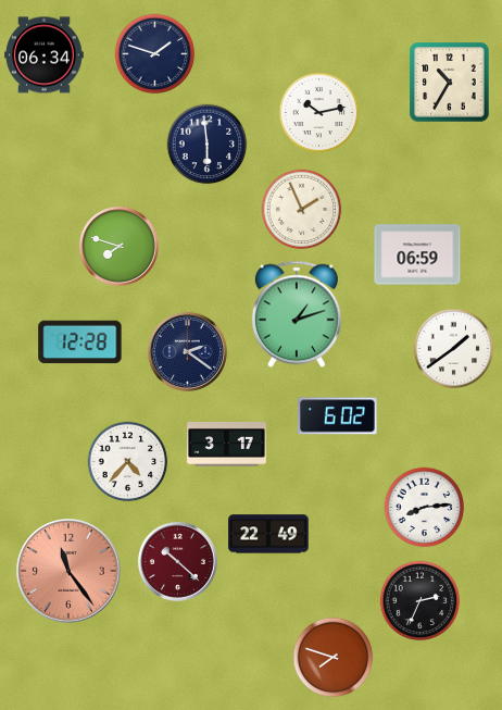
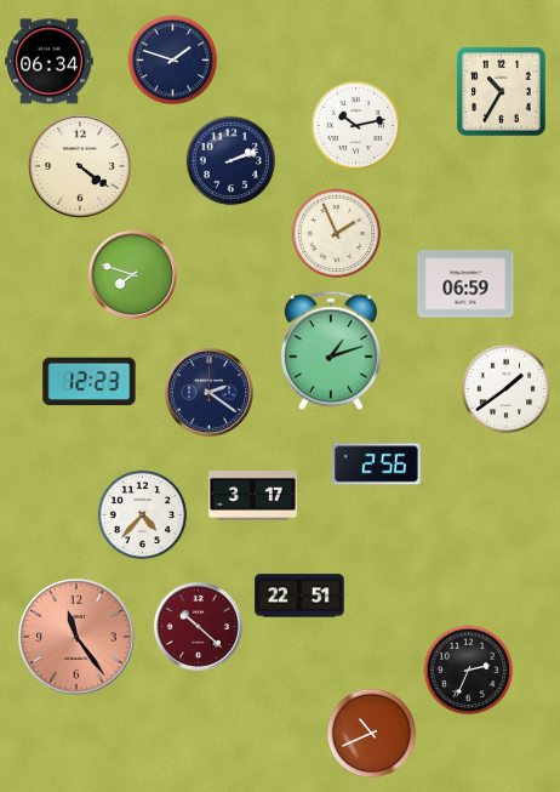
clock at (208, 145): 5:59 -> 2:12
clock at (81, 167): none -> 4:21
clock at (80, 342): 12:28 -> 12:23
clock at (338, 416): 6:02 -> 2:56
clock at (425, 508): 8:14 -> none
clock at (268, 534): 22:49 -> 22:51
clock at (334, 658): 7:48 -> 10:41
